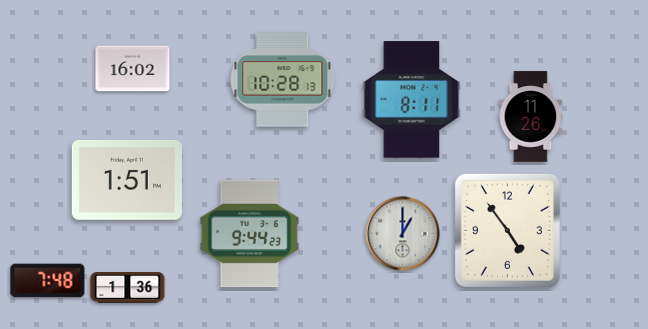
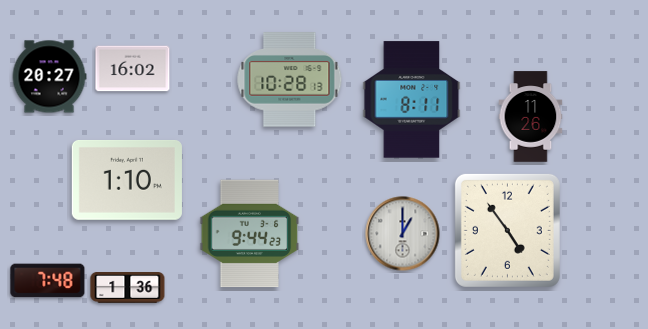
clock at (49, 77): none -> 20:27
clock at (283, 80) position: (283, 80) -> (290, 80)
clock at (127, 180): 1:51 -> 1:10
